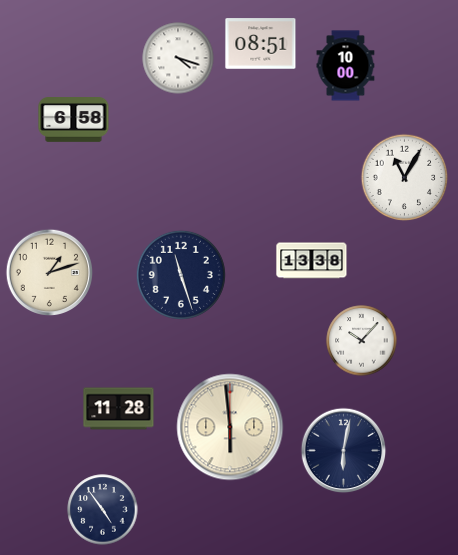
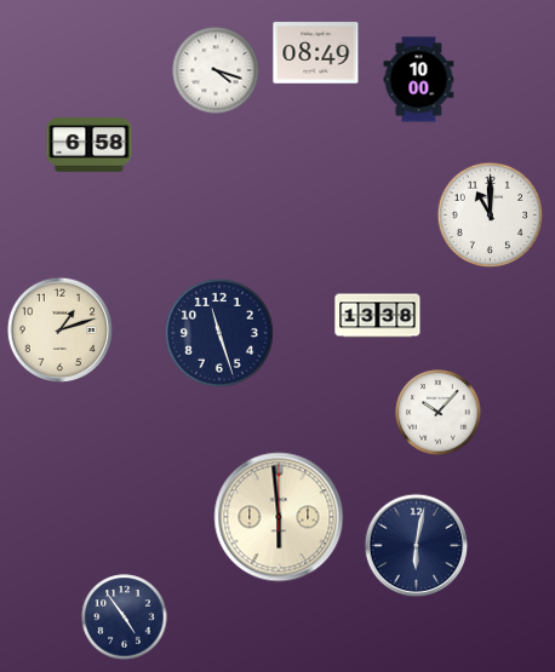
clock at (261, 44): 08:51 -> 08:49
clock at (405, 178): 11:05 -> 11:00
clock at (119, 409): 11:28 -> none
